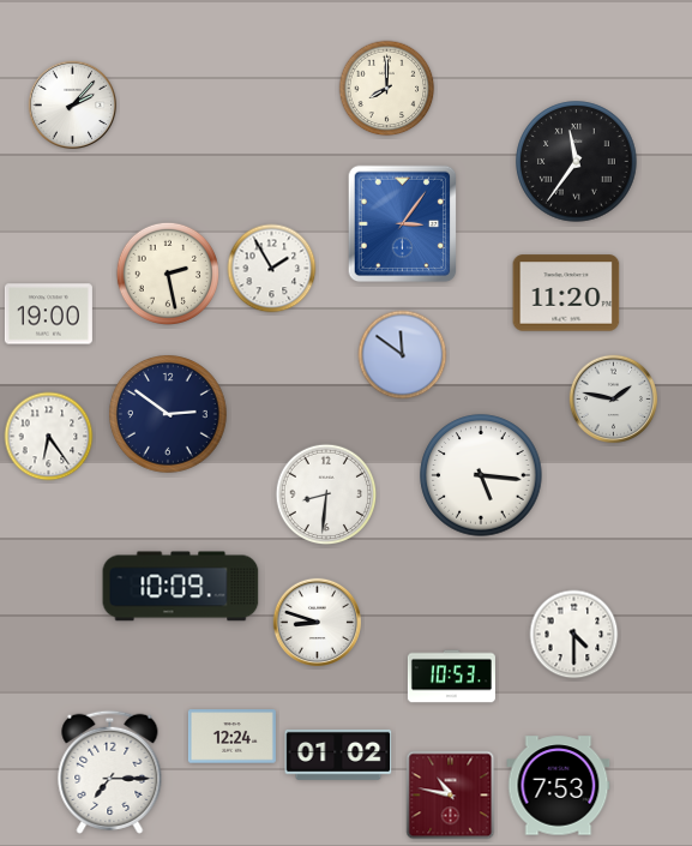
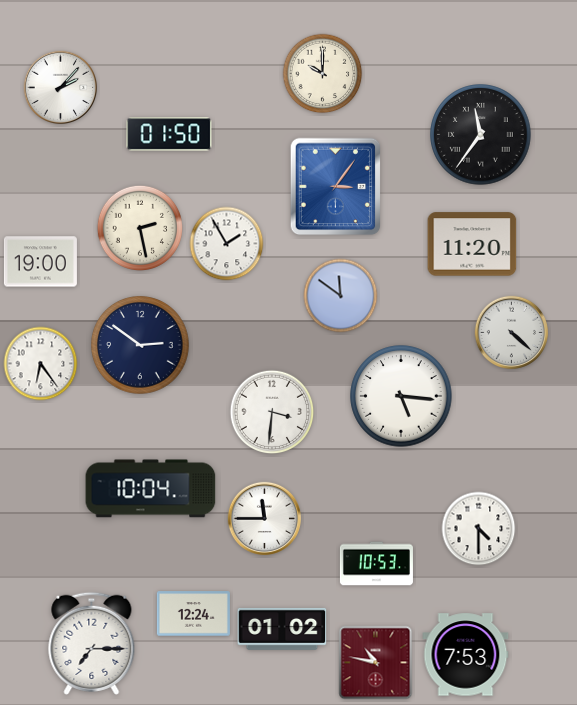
clock at (387, 89): 8:00 -> 10:00
clock at (169, 134): none -> 01:50
clock at (272, 269) position: (272, 269) -> (227, 244)
clock at (403, 355) position: (403, 355) -> (341, 296)
clock at (614, 400): 1:47 -> 4:22
clock at (326, 494): 8:31 -> 3:31
clock at (181, 587): 10:09 -> 10:04
clock at (318, 623): 8:48 -> 11:45
